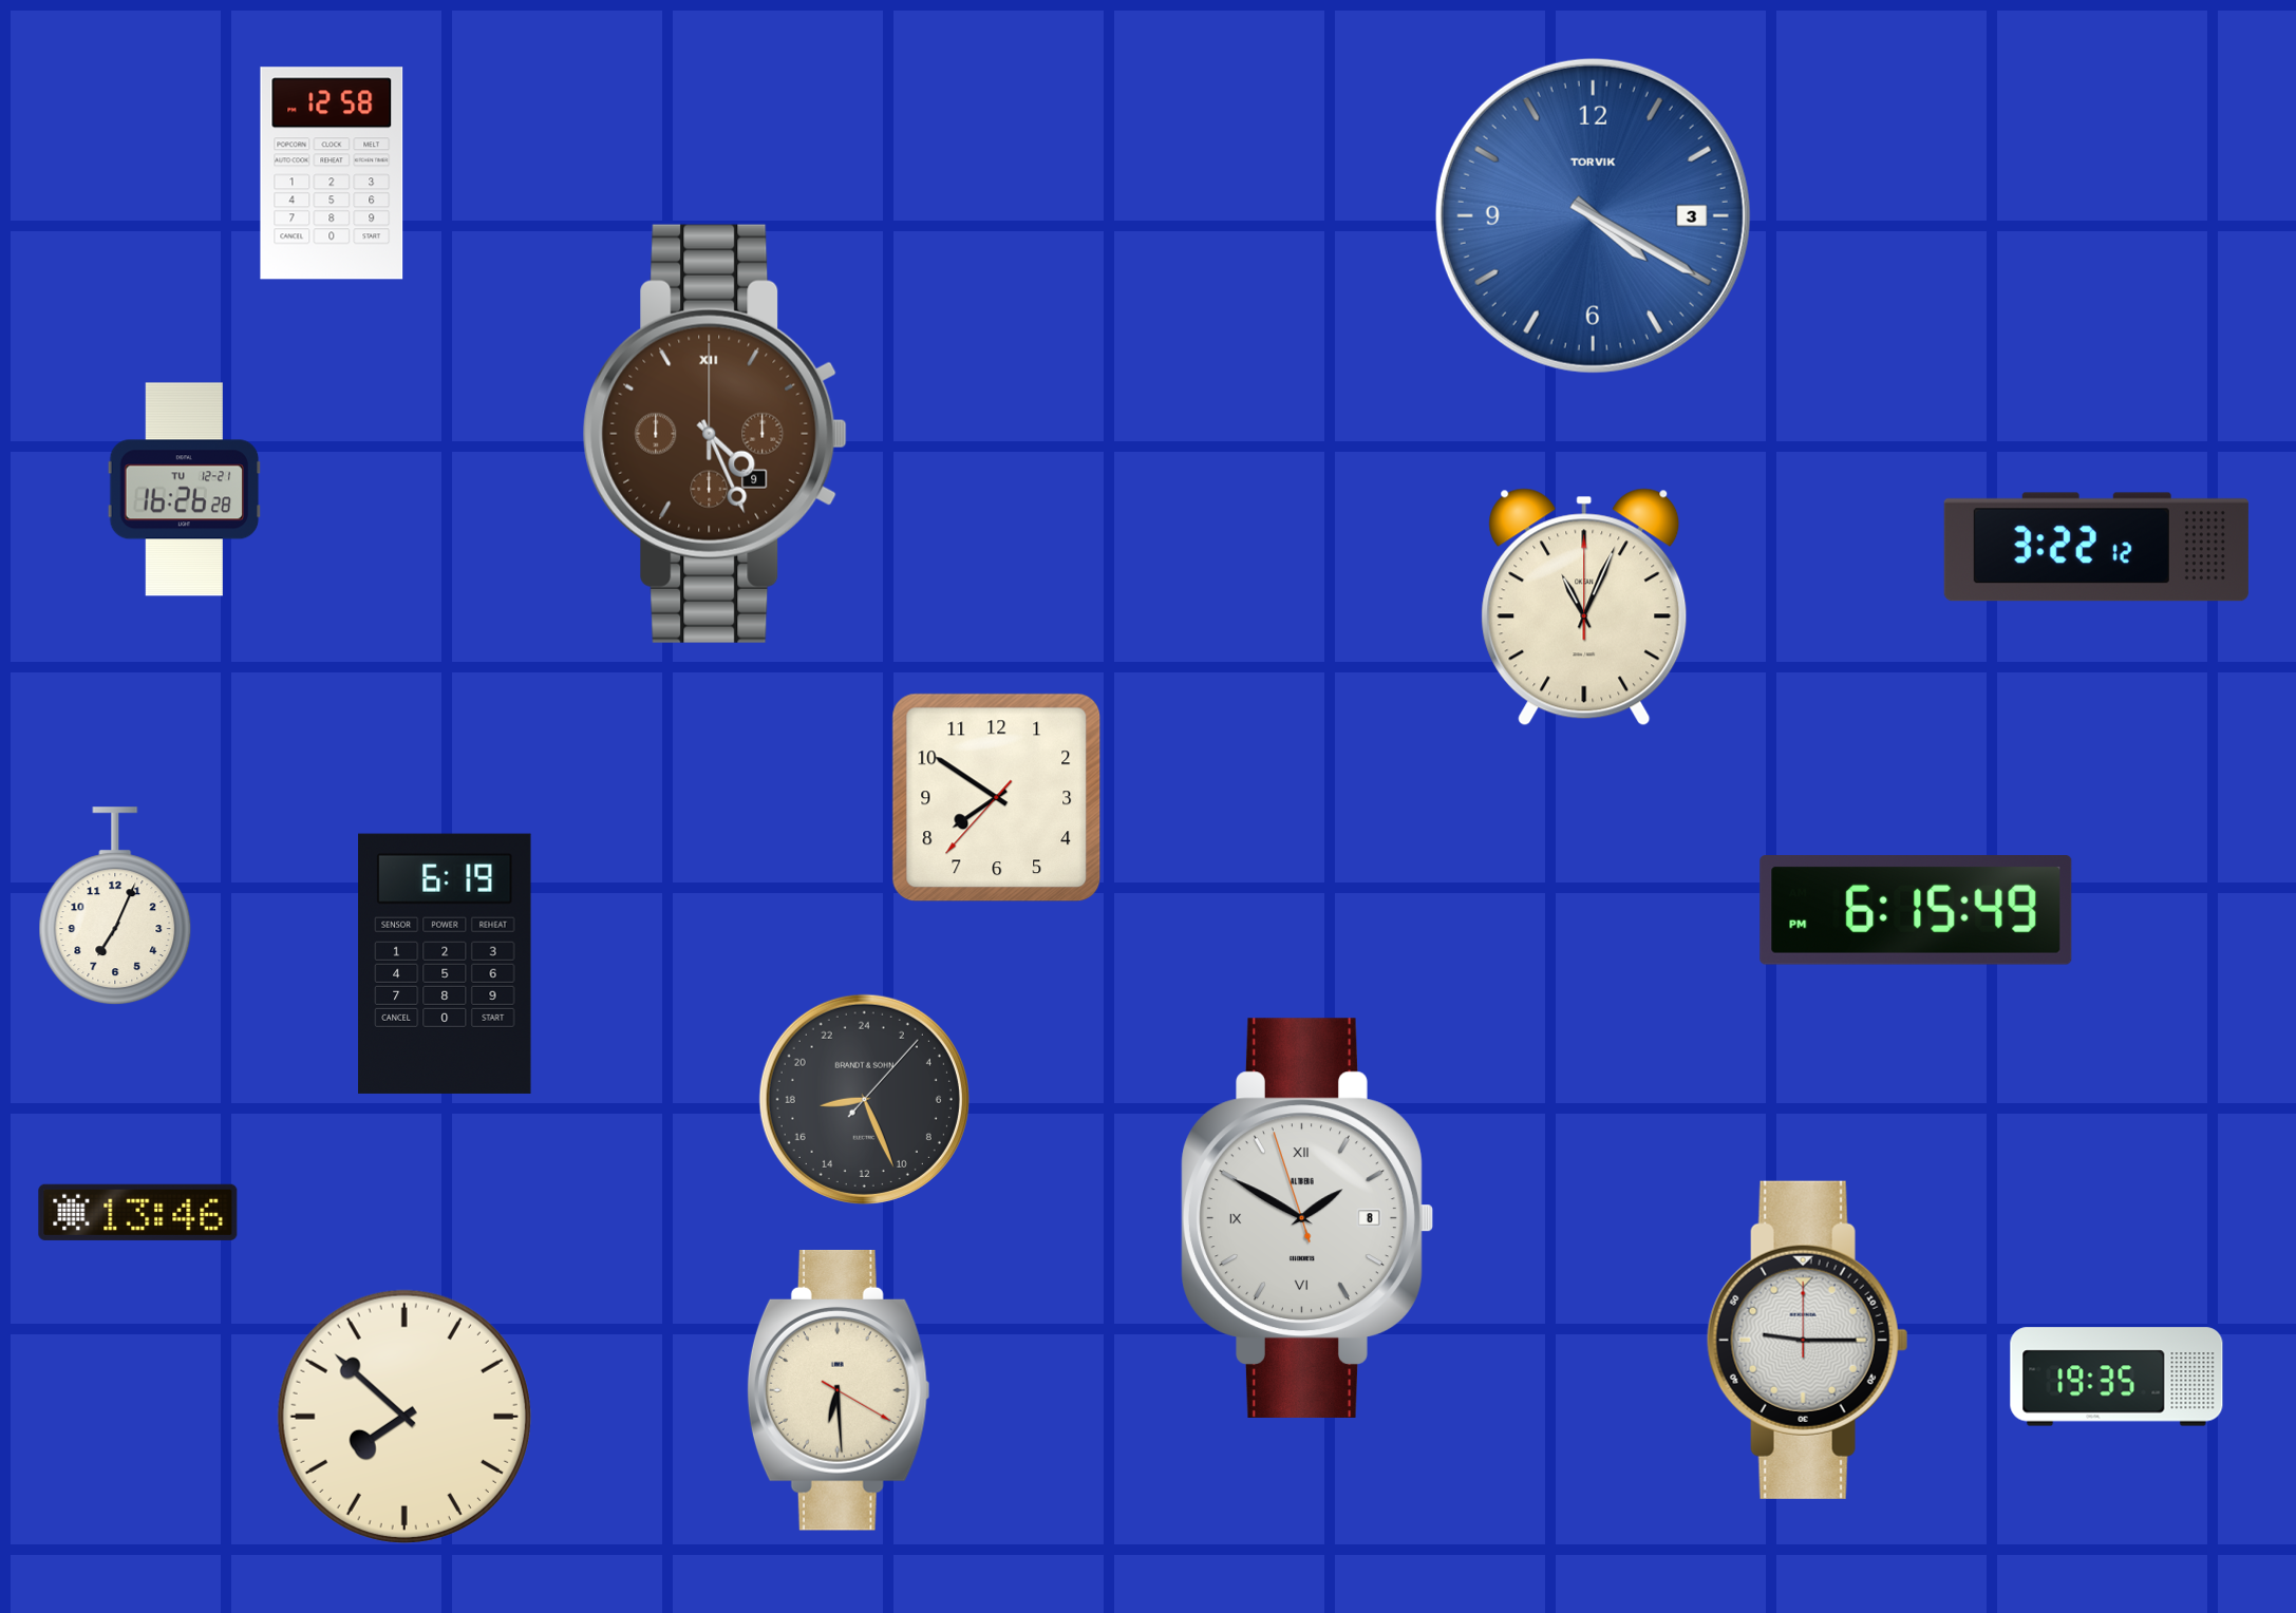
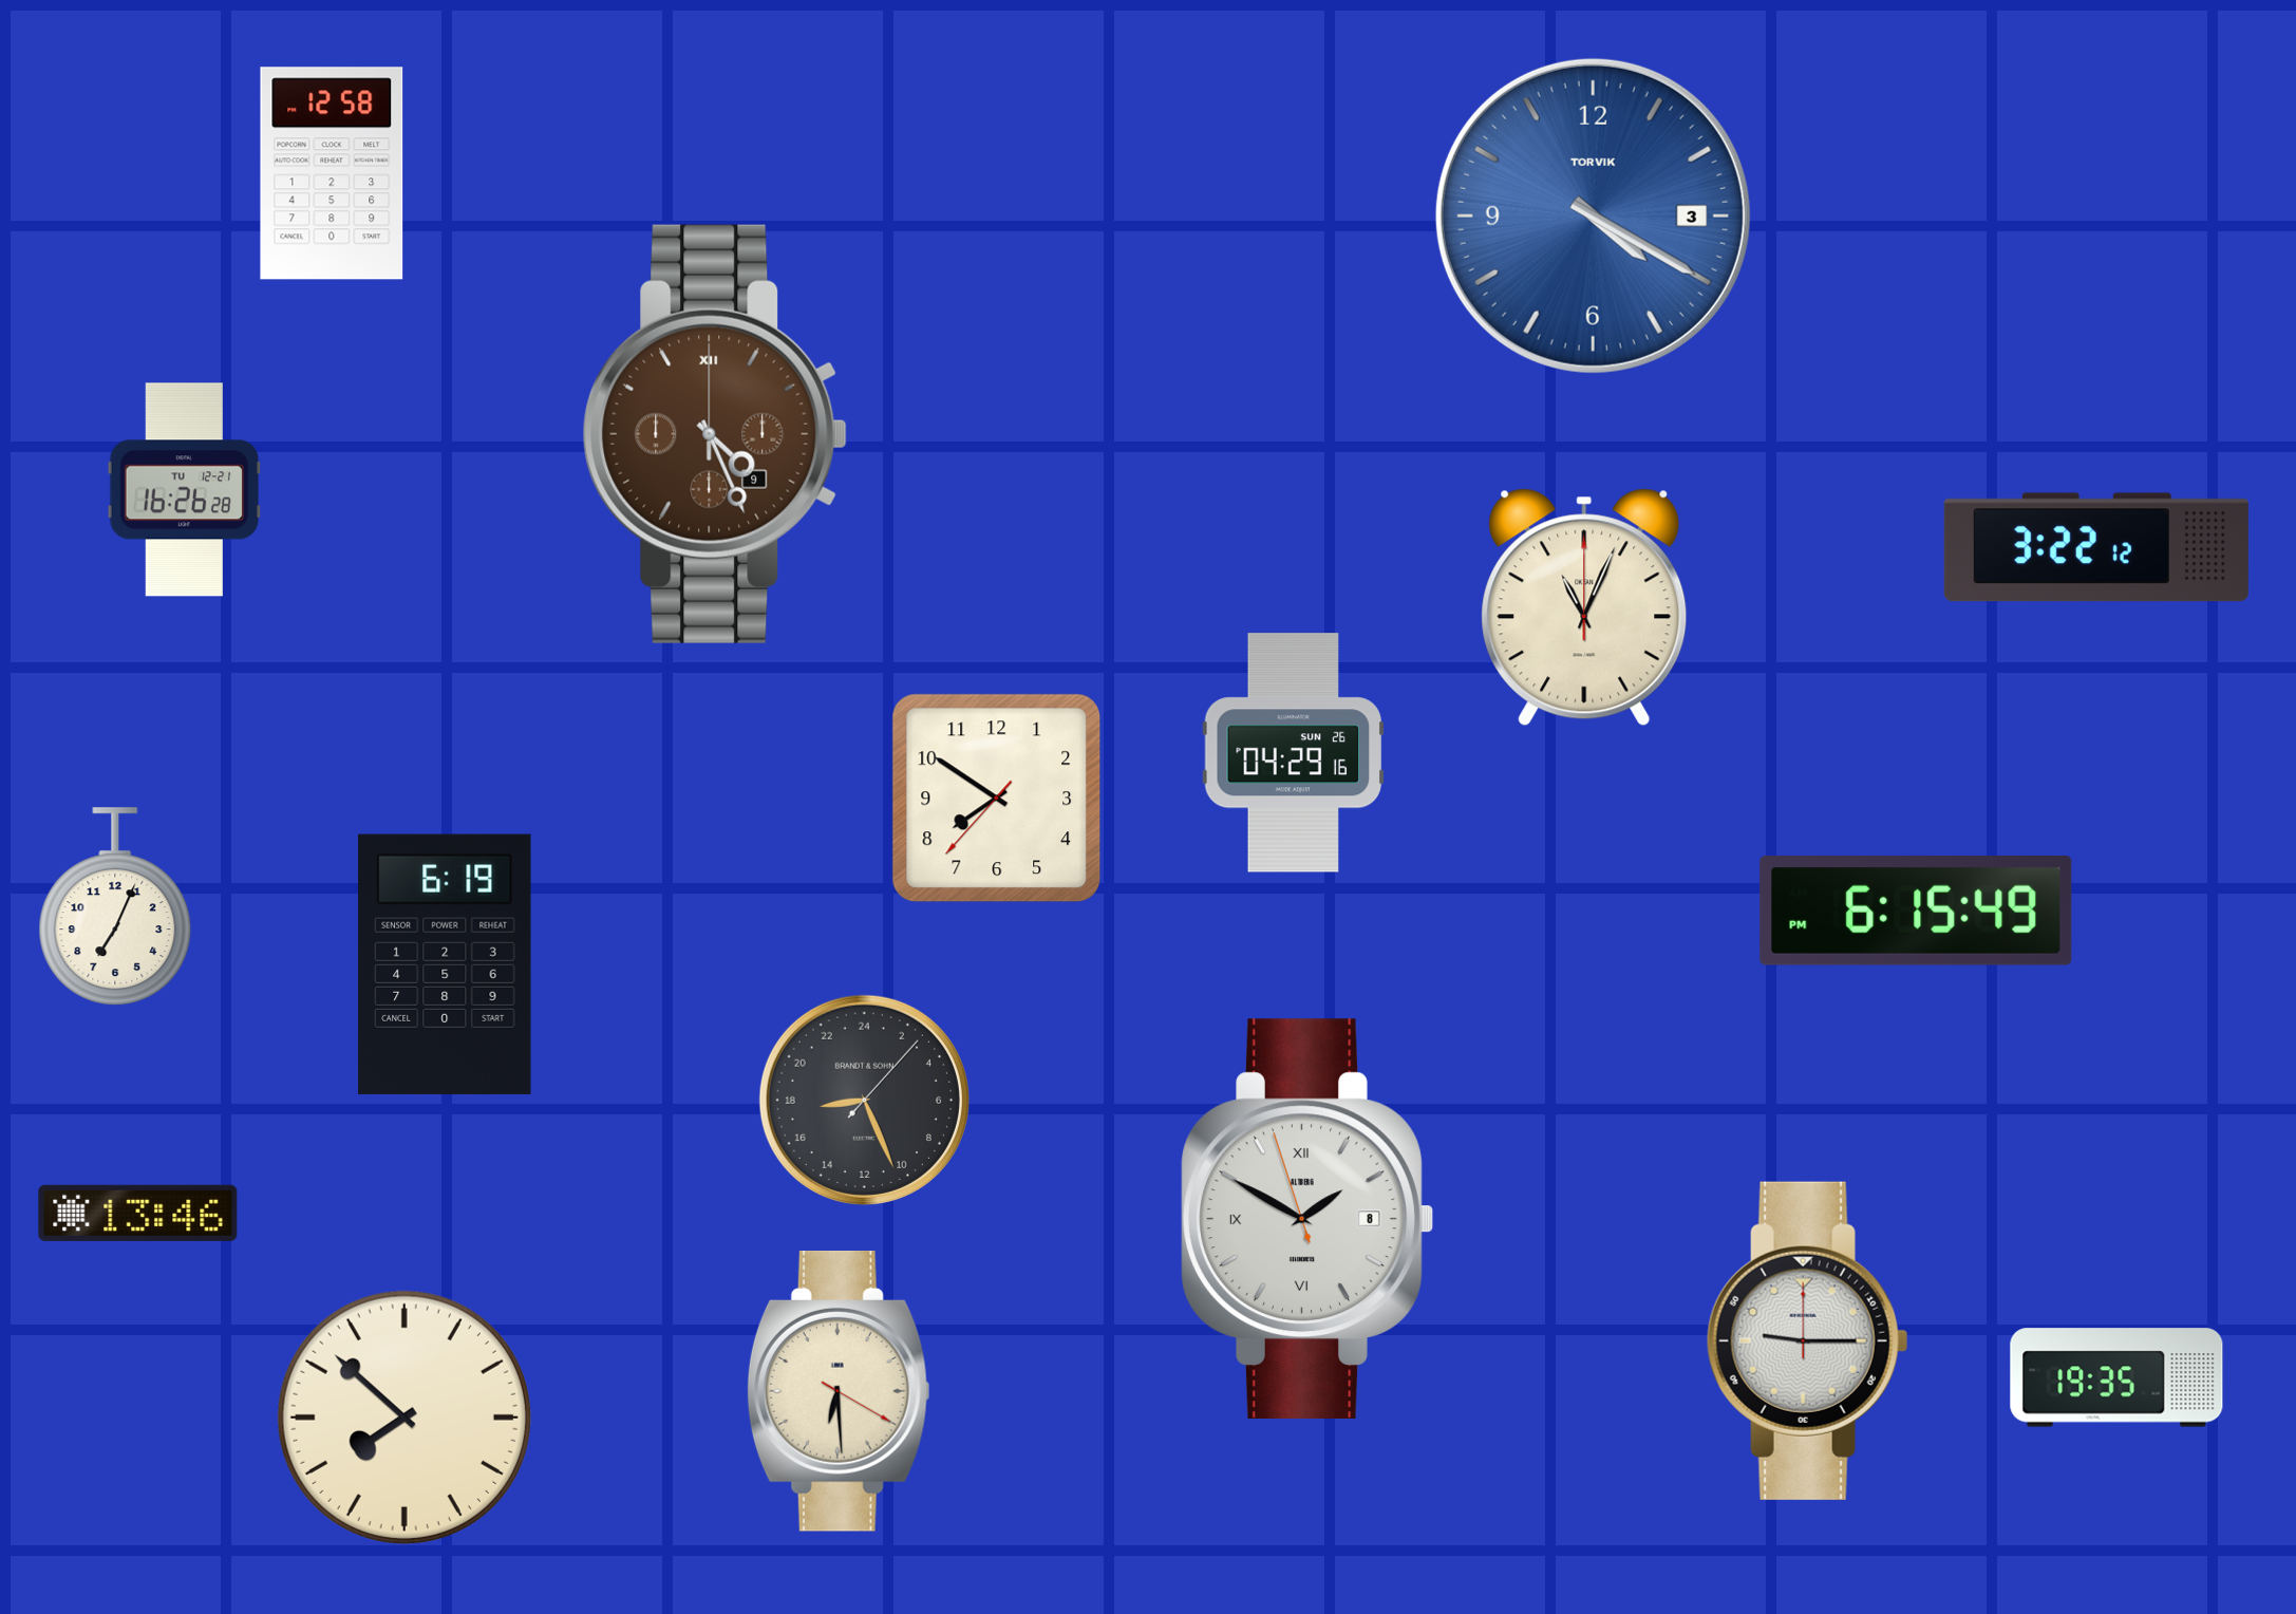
clock at (1294, 753): none -> 04:29
